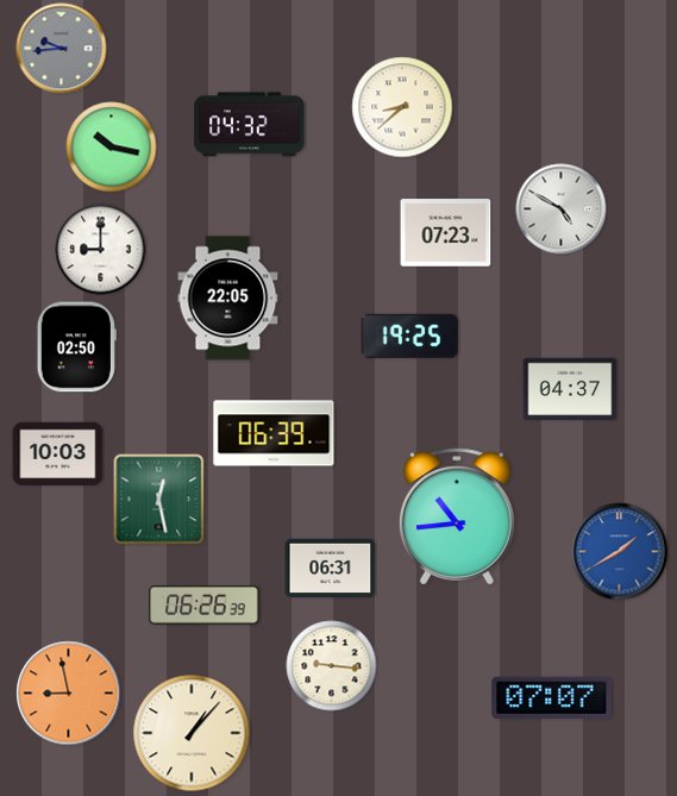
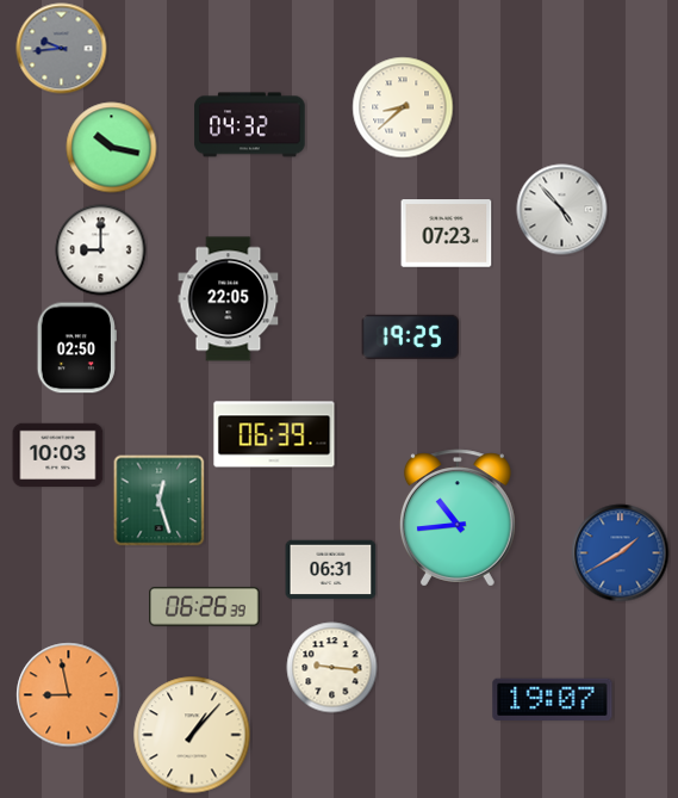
clock at (562, 209): 4:50 -> 4:53
clock at (570, 389): 04:37 -> none
clock at (159, 500): 12:28 -> 12:27
clock at (552, 697): 07:07 -> 19:07
